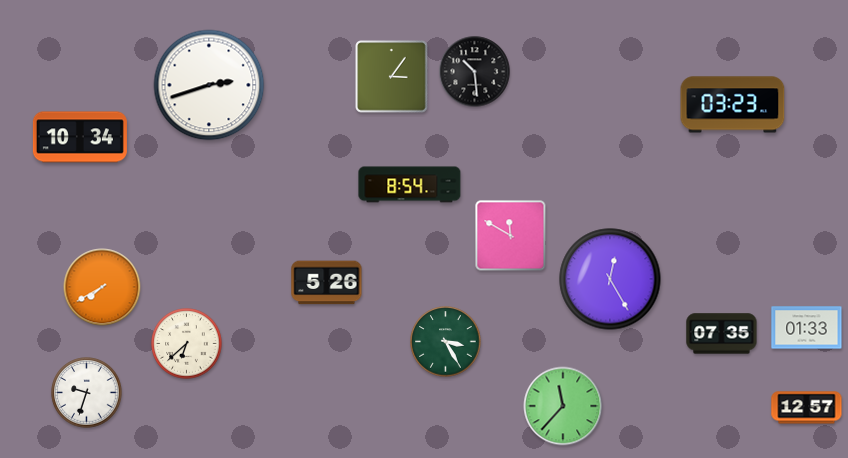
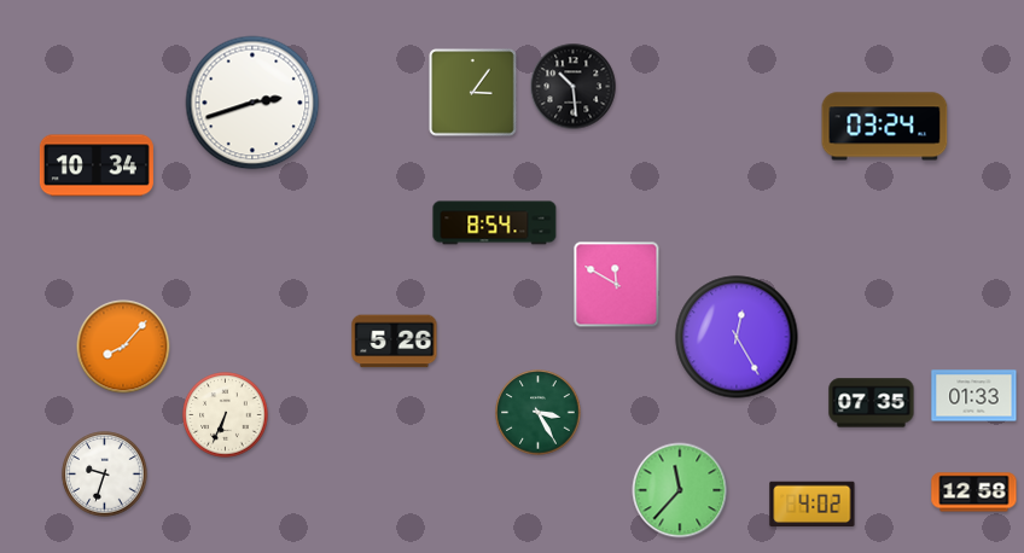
clock at (733, 105): 03:23 -> 03:24
clock at (102, 287): 7:40 -> 8:07
clock at (187, 344): 6:38 -> 6:34
clock at (807, 408): 12:57 -> 12:58
clock at (813, 505): none -> 4:02
